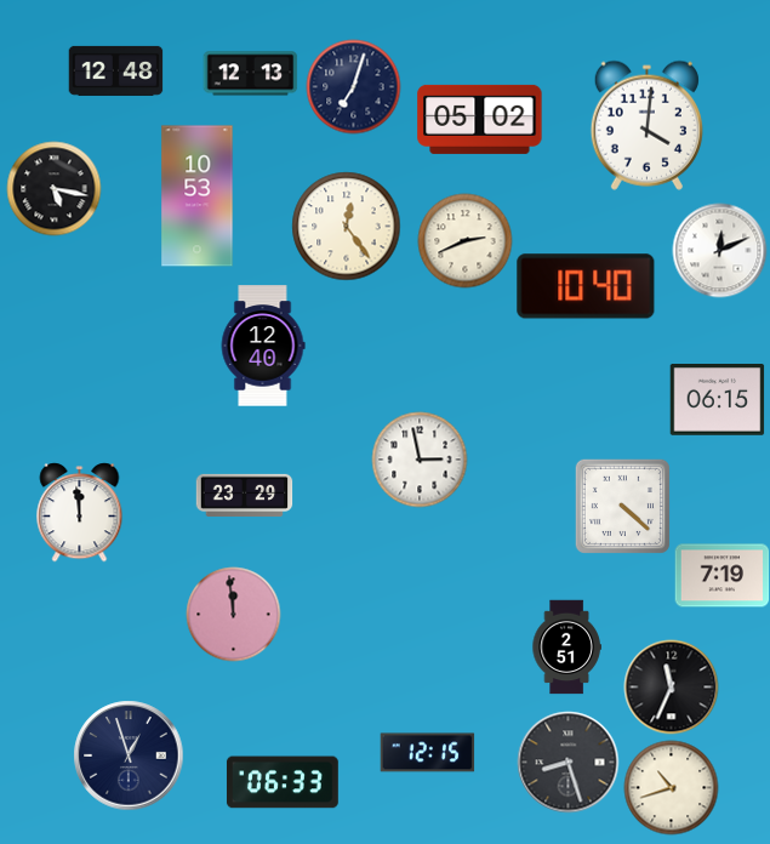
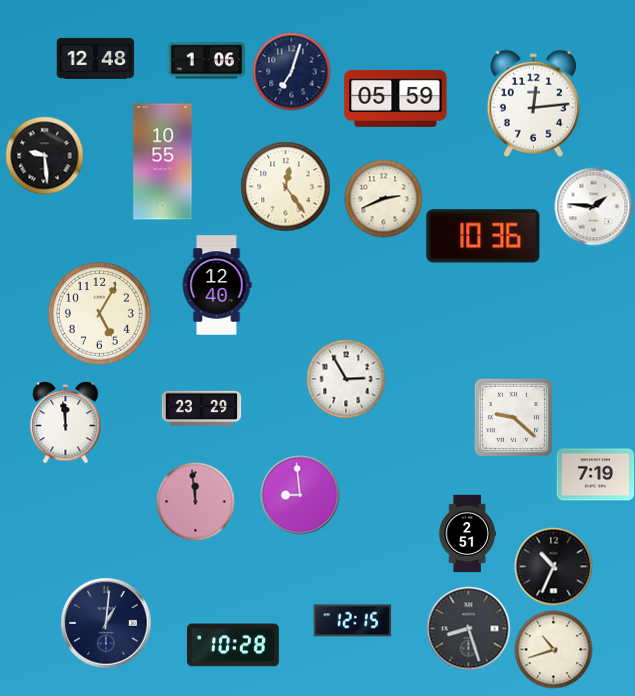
clock at (250, 74): 12:13 -> 1:06
clock at (480, 119): 05:02 -> 05:59
clock at (646, 125): 4:01 -> 12:14
clock at (53, 188): 5:17 -> 9:29
clock at (198, 196): 10:53 -> 10:55
clock at (719, 250): 12:11 -> 1:46
clock at (586, 286): 10:40 -> 10:36
clock at (99, 313): none -> 5:05
clock at (717, 400): 06:15 -> none
clock at (420, 460): 2:58 -> 2:55
clock at (622, 506): 4:22 -> 9:22
clock at (300, 495): none -> 8:59
clock at (233, 614) position: (233, 614) -> (195, 501)
clock at (671, 686): 11:34 -> 10:34
clock at (129, 755): 12:57 -> 1:01
clock at (283, 782): 06:33 -> 10:28
